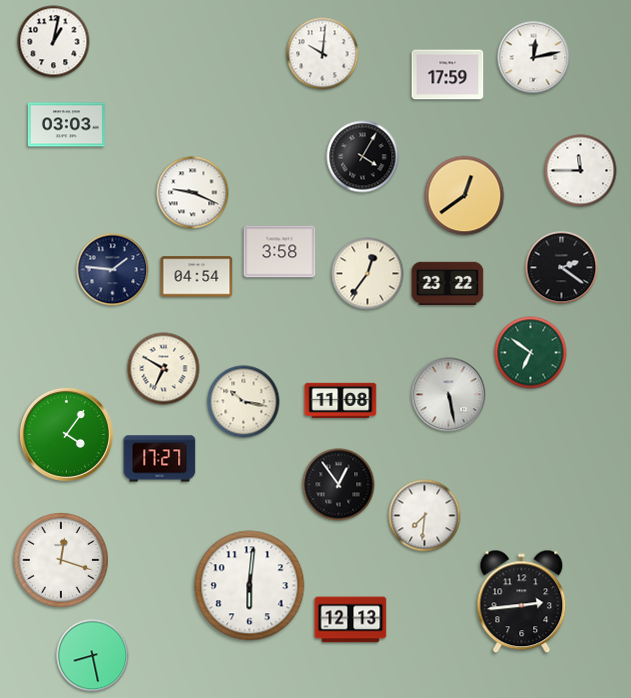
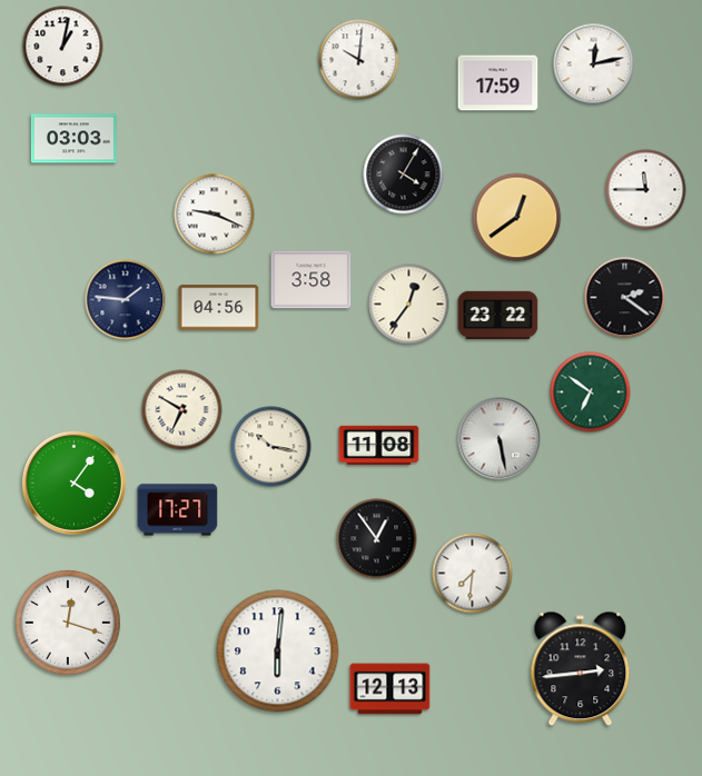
clock at (54, 42) position: (54, 42) -> (63, 47)
clock at (197, 277): 04:54 -> 04:56
clock at (93, 656): 8:28 -> none
